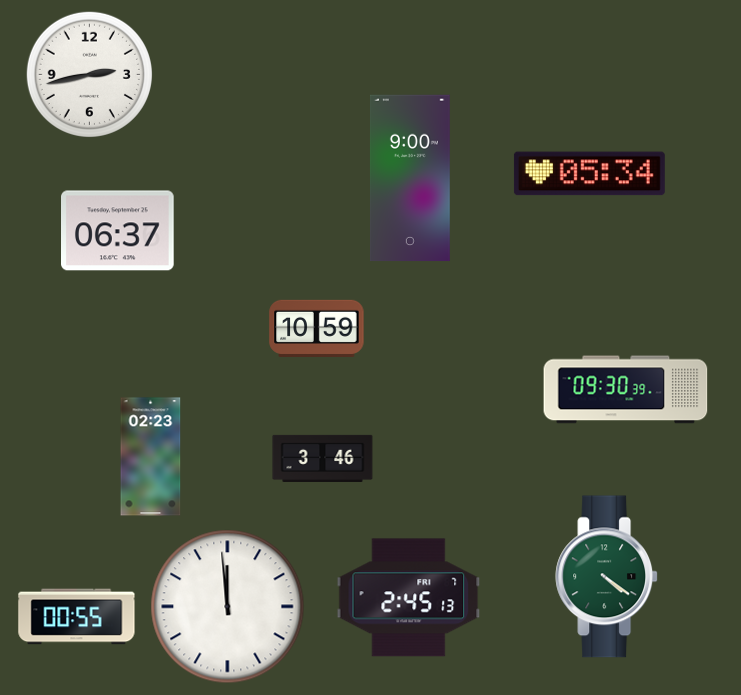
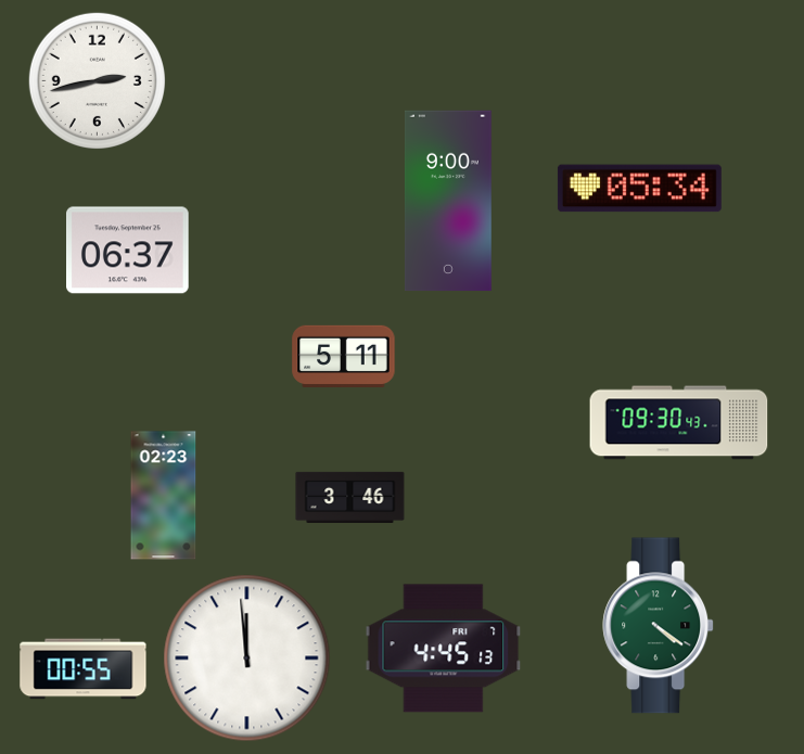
clock at (410, 178) position: (410, 178) -> (448, 201)
clock at (317, 328): 10:59 -> 5:11
clock at (626, 390): 09:30:39 -> 09:30:43
clock at (409, 598): 2:45 -> 4:45
